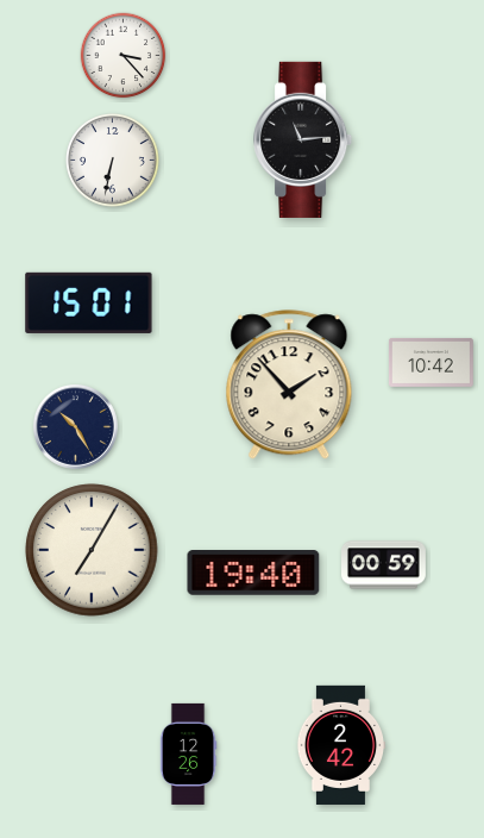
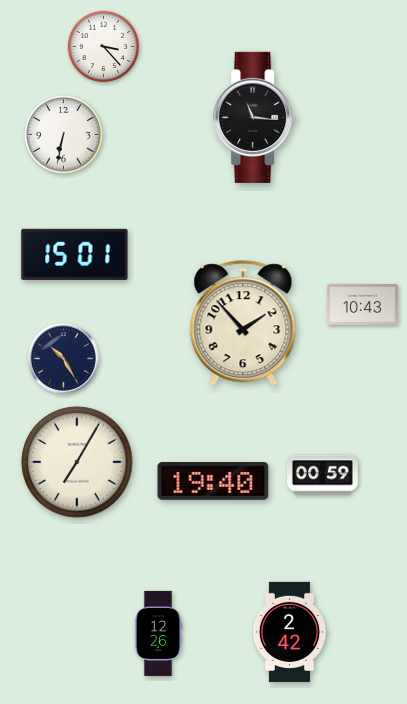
clock at (303, 139): 11:14 -> 11:16
clock at (113, 161) position: (113, 161) -> (64, 135)
clock at (430, 362): 10:42 -> 10:43
clock at (341, 745) position: (341, 745) -> (290, 632)
